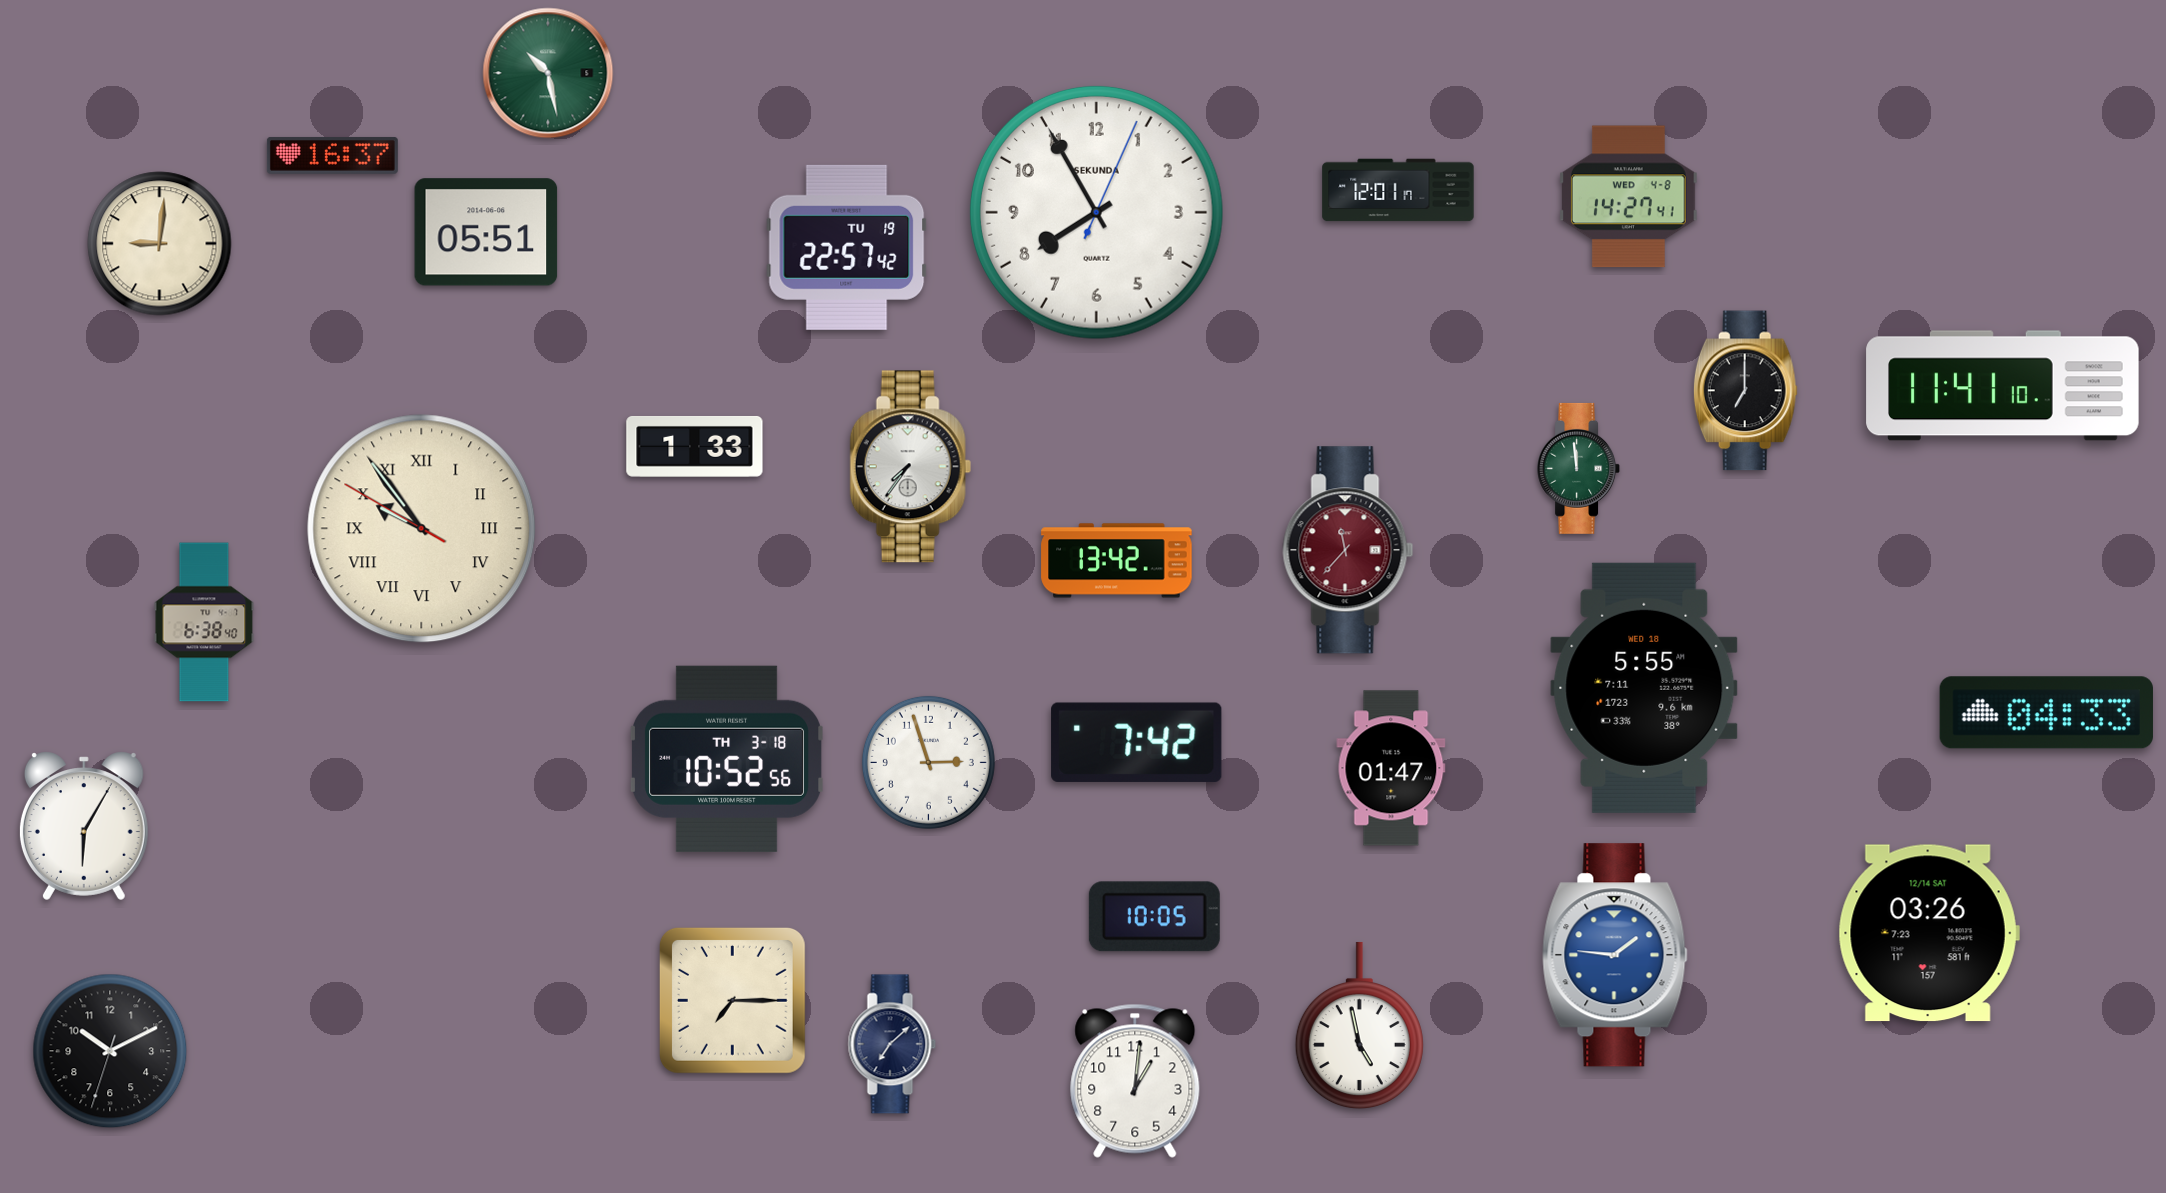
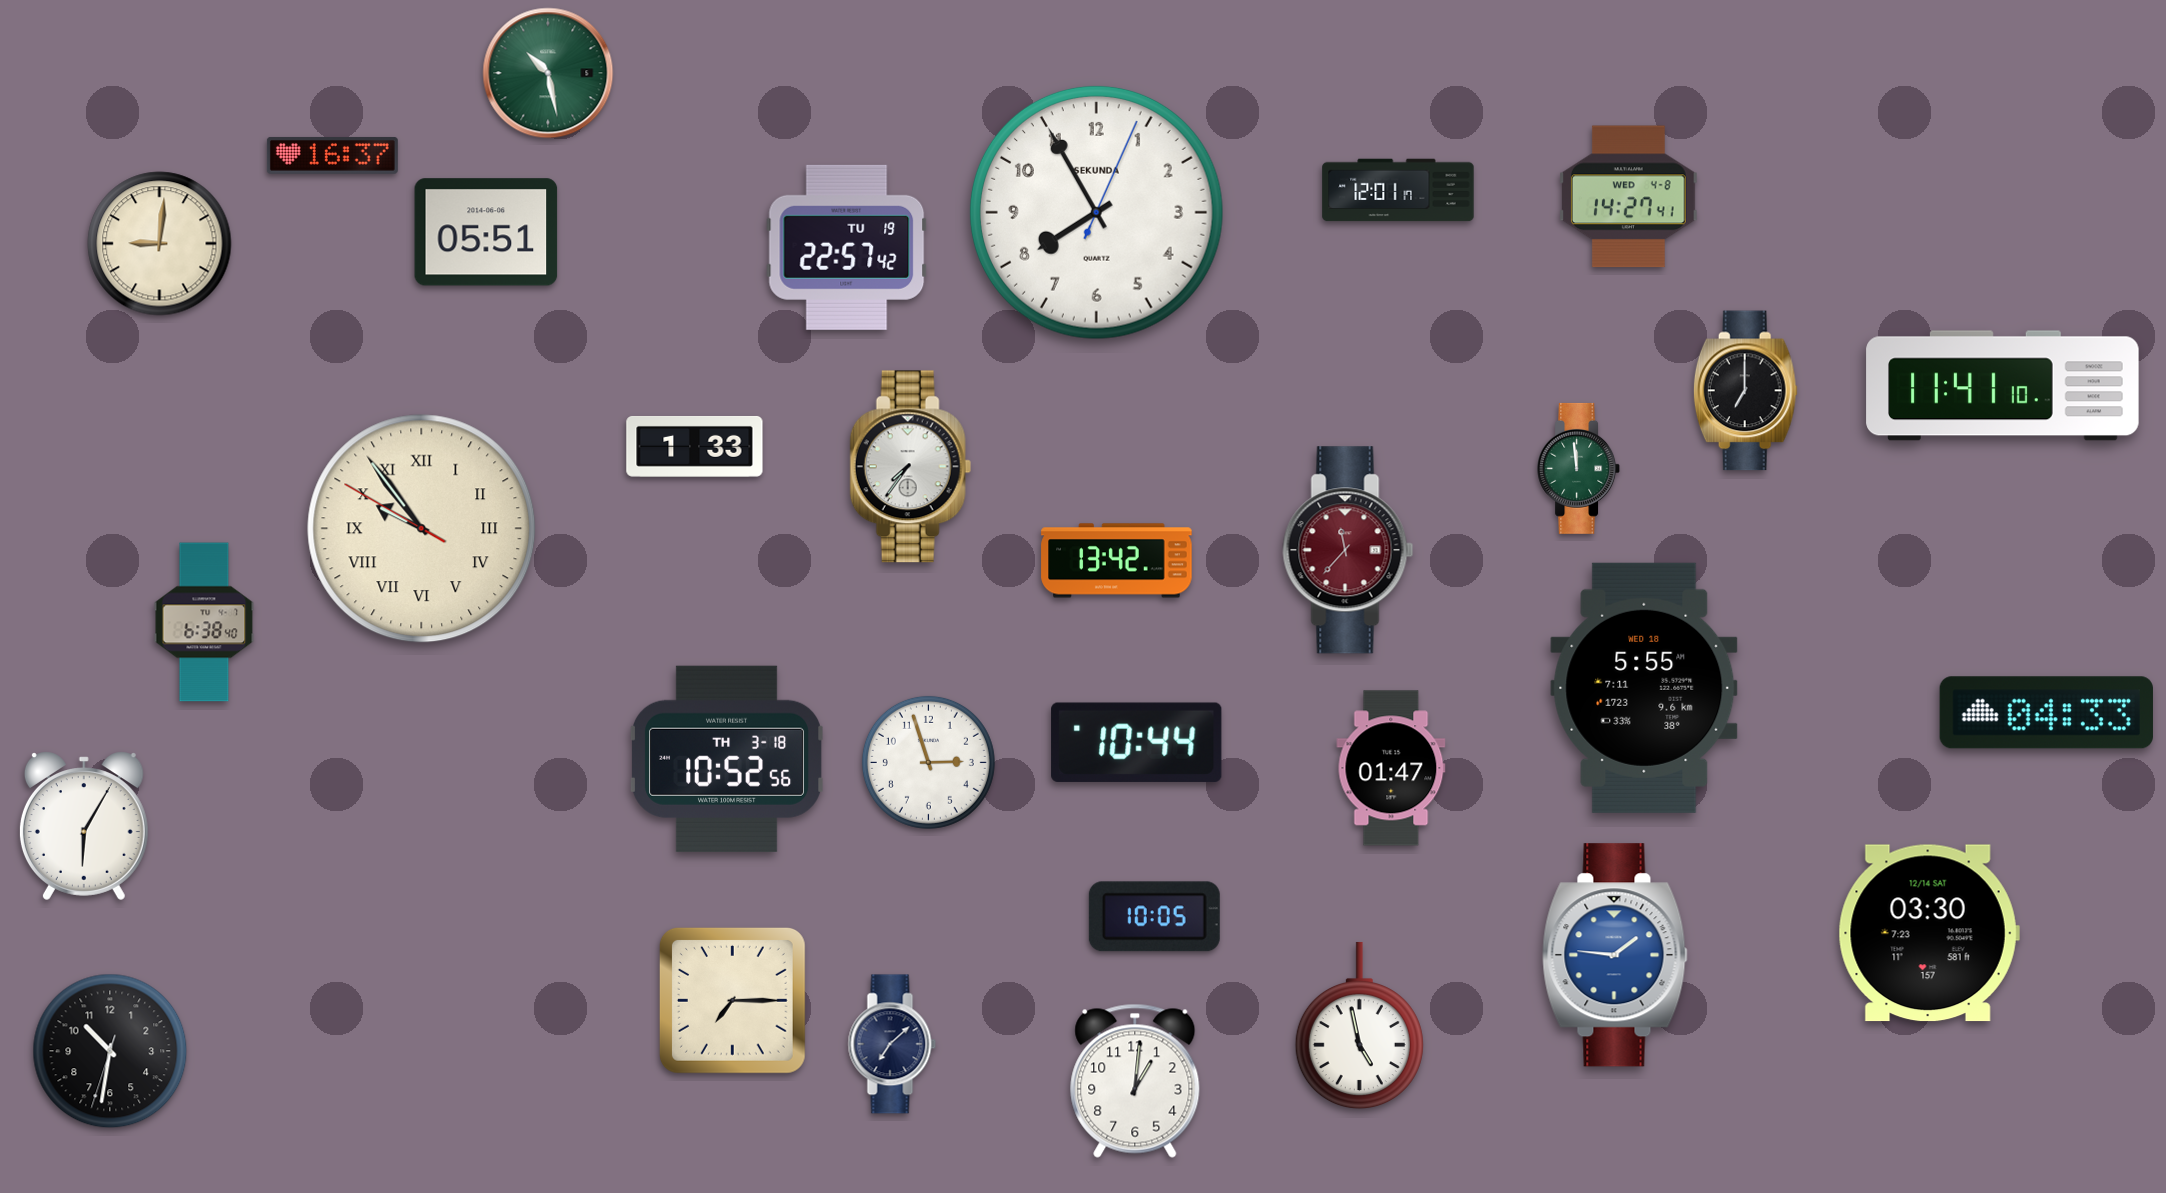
clock at (1137, 742): 7:42 -> 10:44
clock at (1929, 933): 03:26 -> 03:30
clock at (110, 1051): 10:10 -> 10:31
